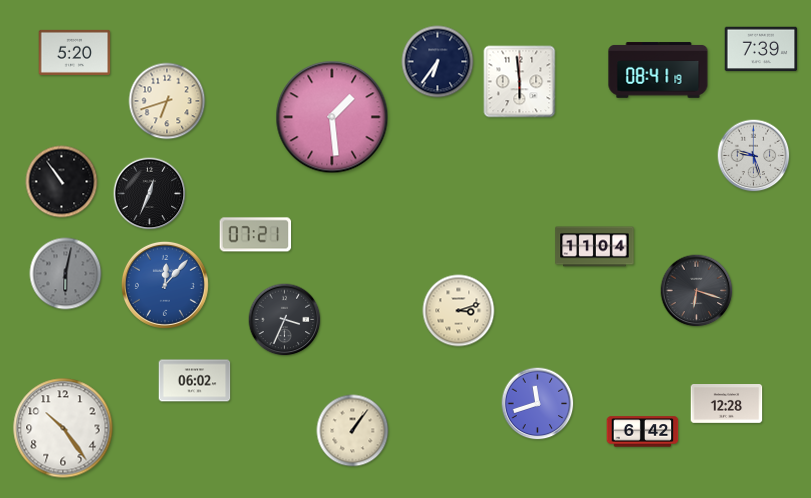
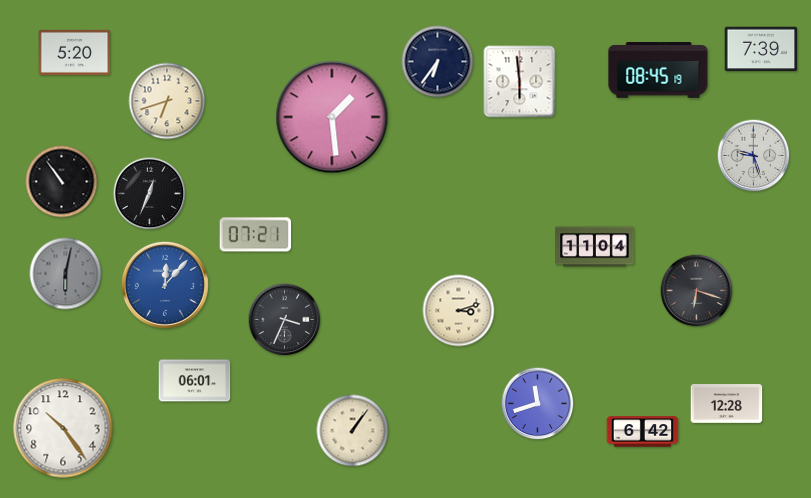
clock at (658, 70): 08:41 -> 08:45
clock at (195, 381): 06:02 -> 06:01
